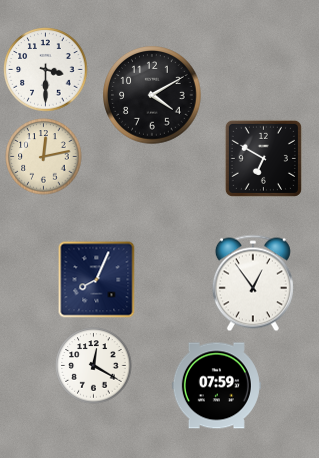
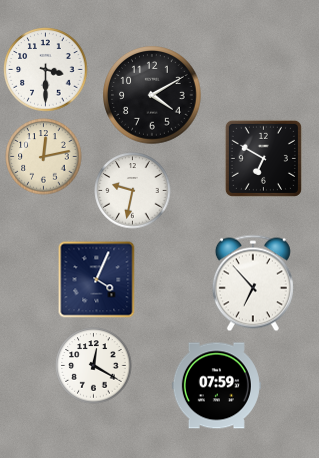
clock at (133, 191): none -> 9:32
clock at (97, 280): 8:04 -> 4:04
clock at (253, 283): 12:54 -> 6:53
